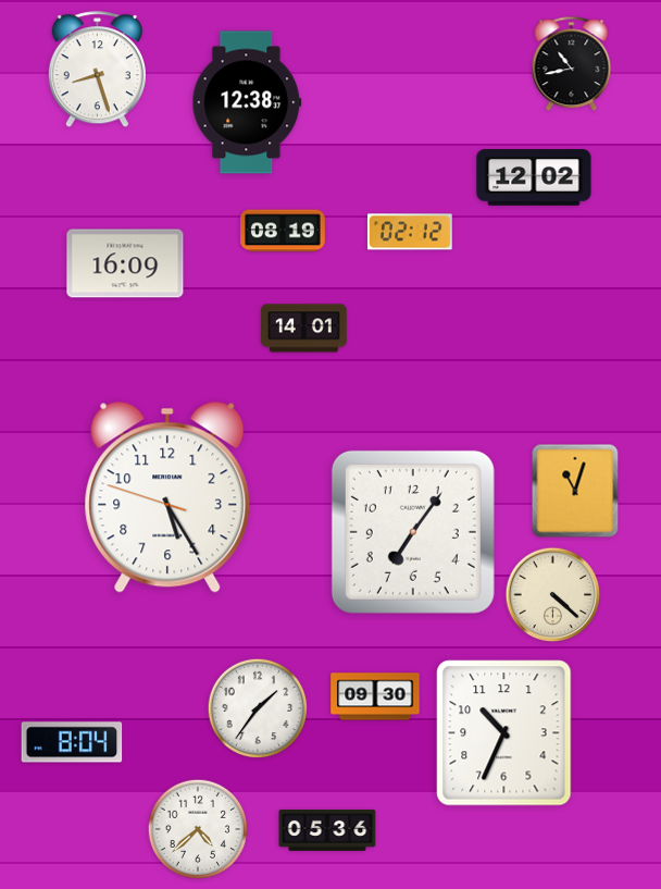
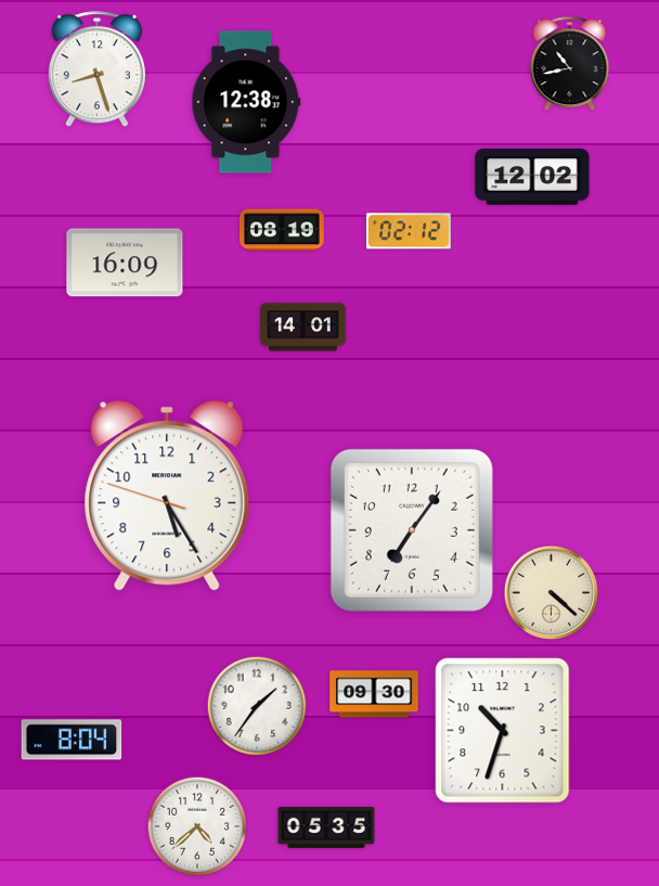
clock at (575, 491): 11:03 -> none
clock at (504, 733): 10:34 -> 10:33
clock at (327, 831): 05:36 -> 05:35
